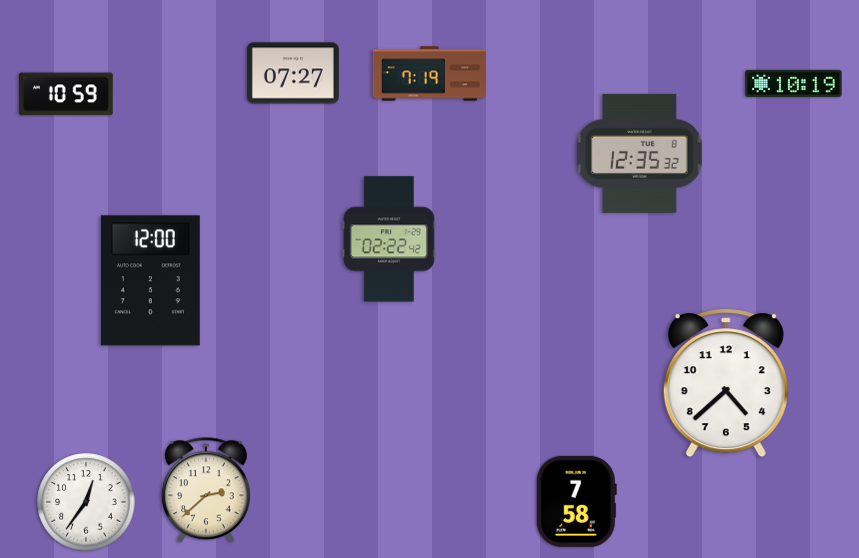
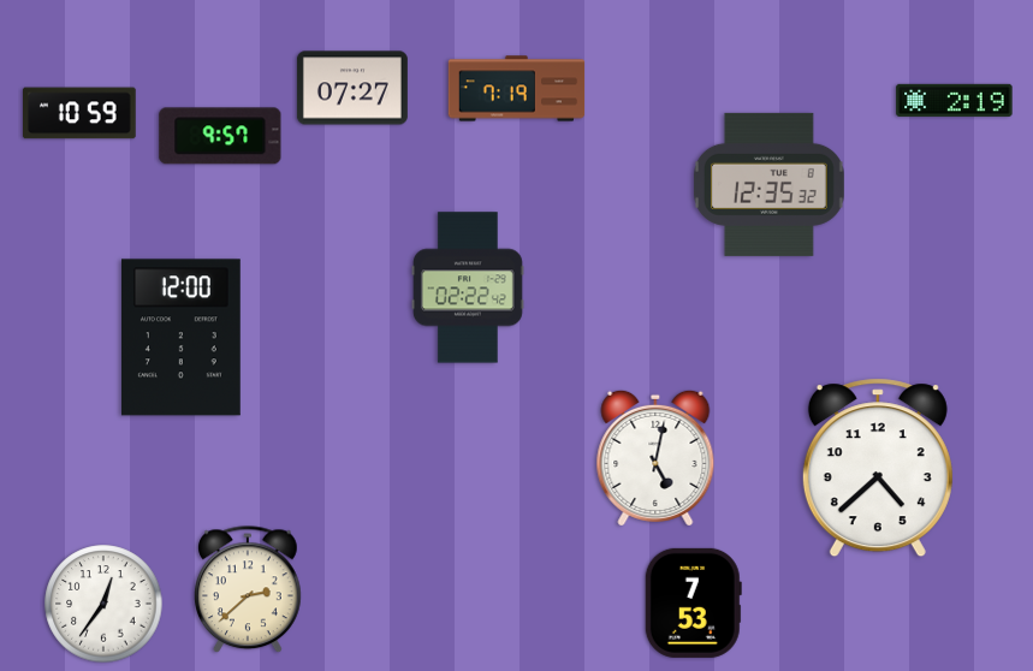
clock at (794, 83): 10:19 -> 2:19
clock at (220, 136): none -> 9:57
clock at (655, 458): none -> 5:02
clock at (726, 383) position: (726, 383) -> (878, 468)
clock at (576, 501): 7:58 -> 7:53
